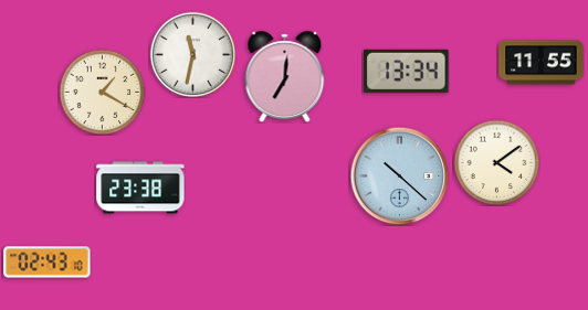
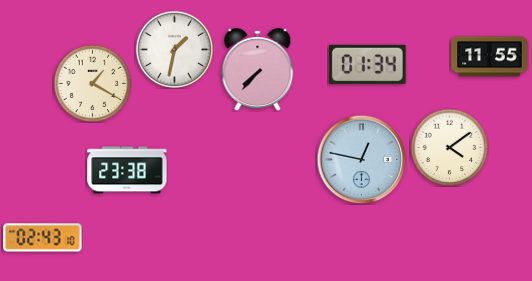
clock at (192, 54): 11:32 -> 1:32
clock at (407, 71): 13:34 -> 01:34
clock at (285, 77): 7:01 -> 7:37
clock at (399, 175): 10:22 -> 12:47
